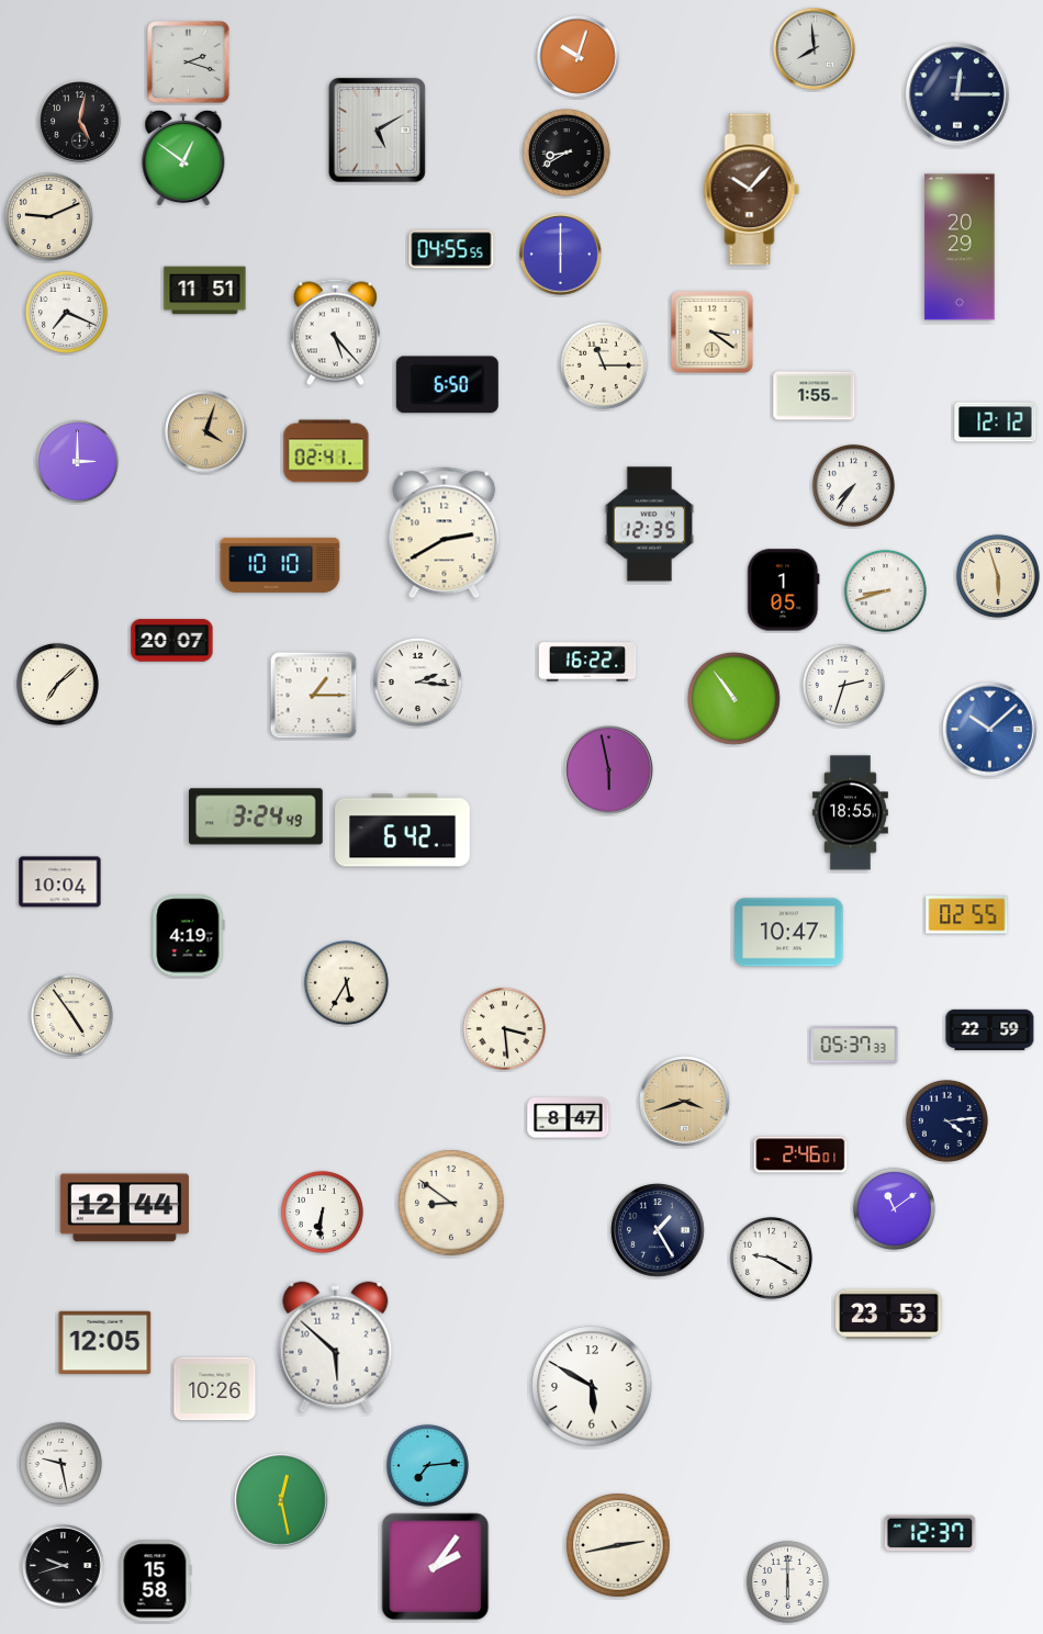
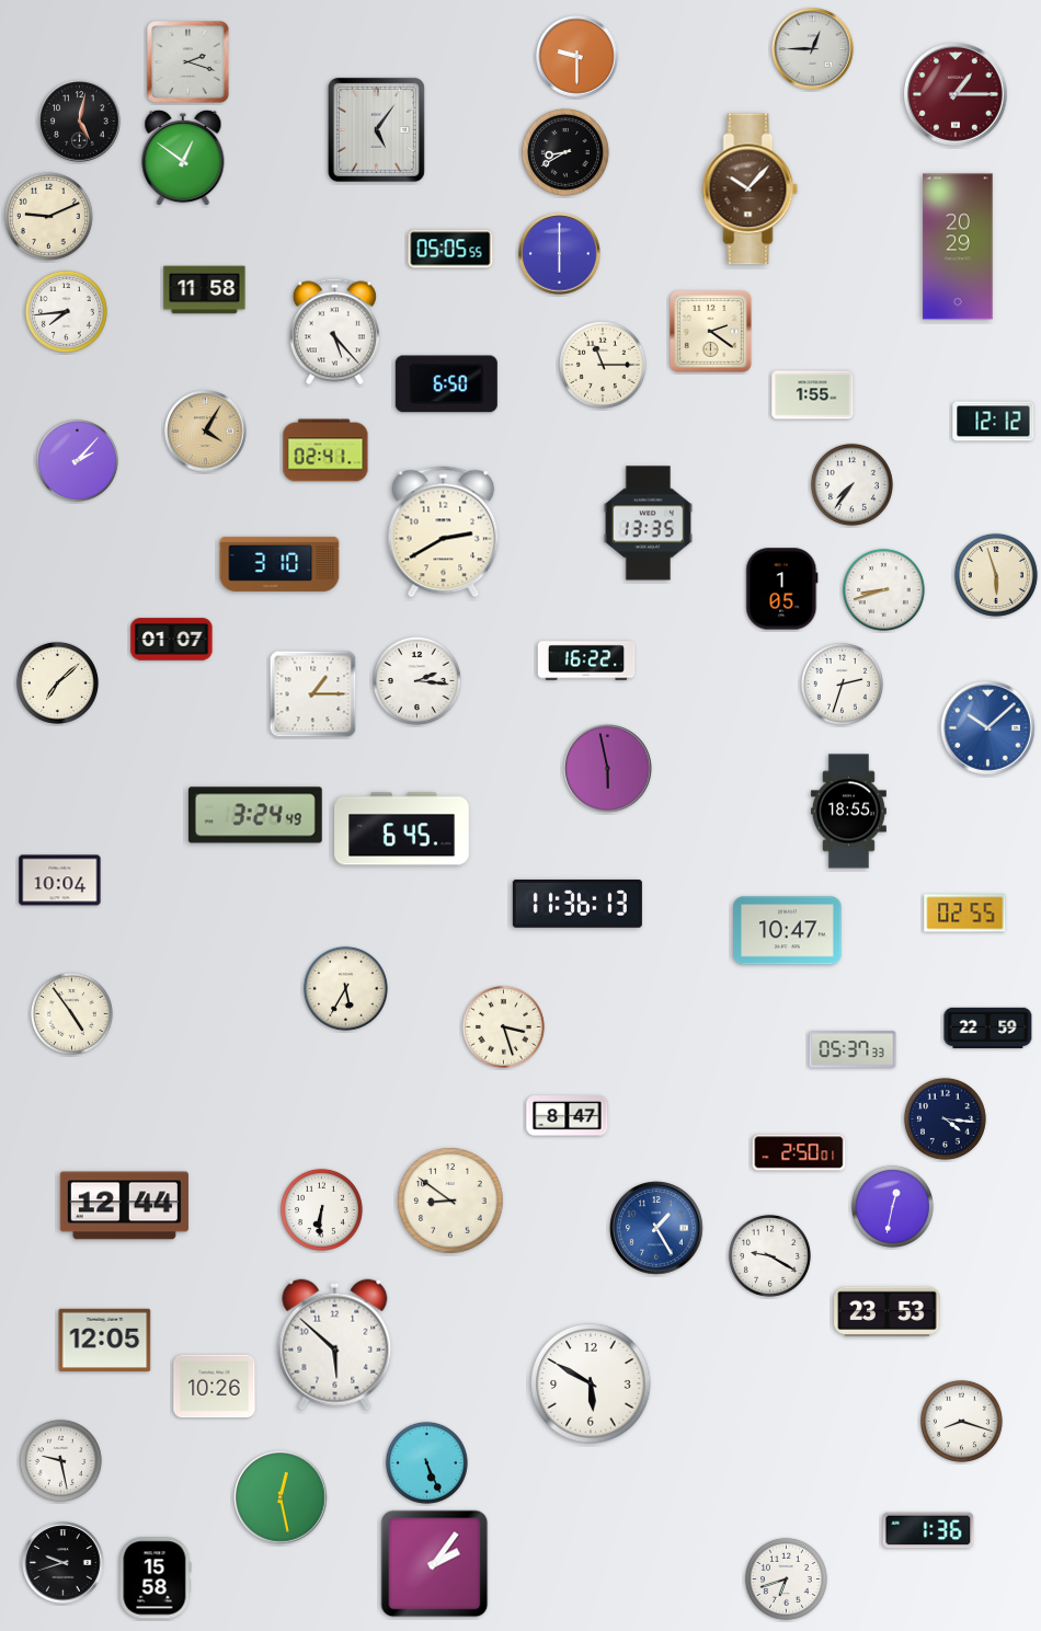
clock at (815, 49): 7:59 -> 12:45
clock at (579, 57): 10:03 -> 9:30
clock at (957, 94): 12:15 -> 1:15
clock at (957, 94) dial: navy -> burgundy
clock at (377, 129): 5:10 -> 5:06
clock at (451, 249): 04:55 -> 05:05
clock at (205, 291): 11:51 -> 11:58
clock at (66, 312): 7:19 -> 7:44
clock at (713, 333): 3:21 -> 2:21
clock at (206, 432): 4:03 -> 4:05
clock at (77, 461): 3:00 -> 2:07
clock at (649, 525): 12:35 -> 13:35
clock at (280, 565): 10:10 -> 3:10
clock at (172, 641): 20:07 -> 01:07
clock at (733, 698): 10:54 -> none
clock at (403, 831): 6:42 -> 6:45
clock at (577, 904): none -> 11:36
clock at (189, 936): 4:19 -> none
clock at (346, 982) position: (346, 982) -> (345, 988)
clock at (504, 1028): 3:29 -> 3:27
clock at (854, 1045) position: (854, 1045) -> (853, 1049)
clock at (685, 1102): 3:42 -> none
clock at (946, 1120): 4:14 -> 4:16
clock at (800, 1154): 2:46 -> 2:50
clock at (894, 1208): 11:09 -> 12:32
clock at (658, 1230) dial: navy -> blue
clock at (961, 1421): none -> 8:18
clock at (427, 1465): 7:14 -> 5:26
clock at (930, 1533): 12:37 -> 1:36
clock at (618, 1545): 2:43 -> none
clock at (787, 1581): 6:00 -> 6:42
